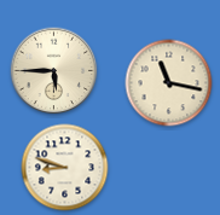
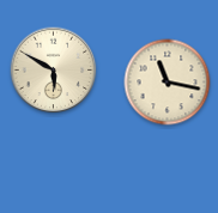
clock at (54, 71): 5:45 -> 5:50
clock at (65, 168): 8:48 -> none
